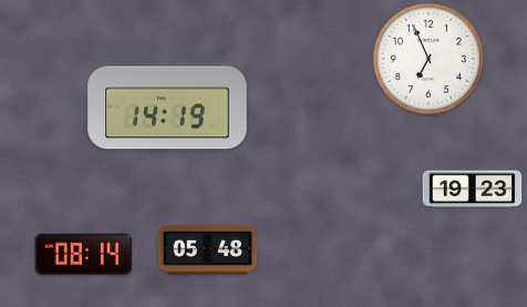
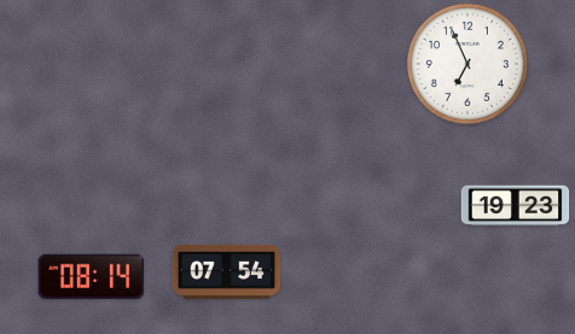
clock at (167, 108): 14:19 -> none
clock at (208, 249): 05:48 -> 07:54
